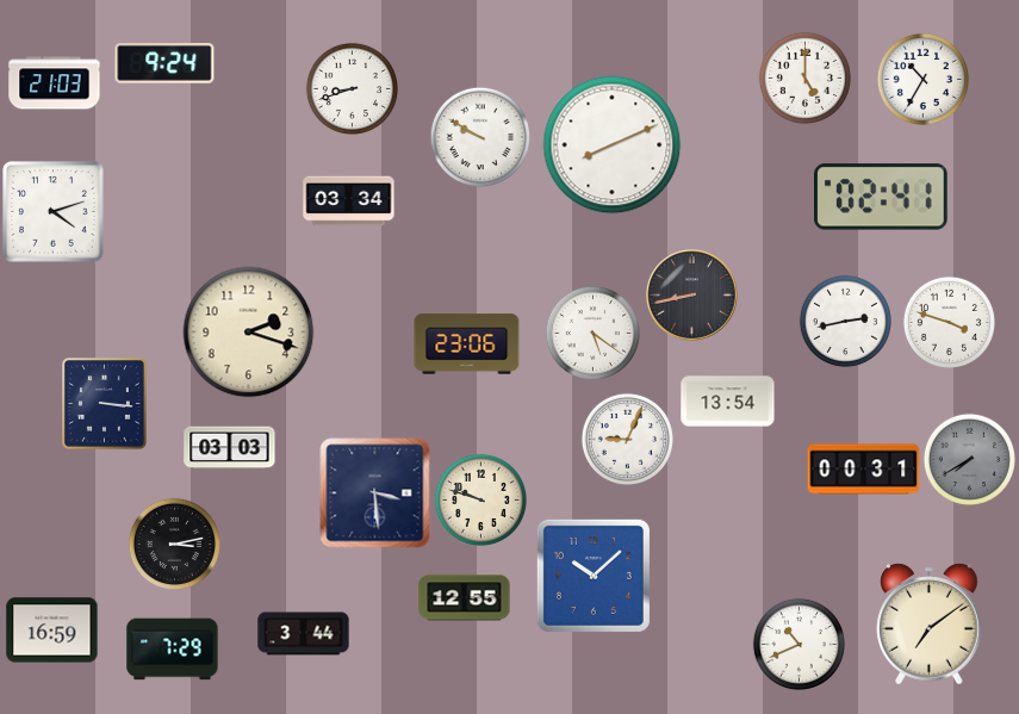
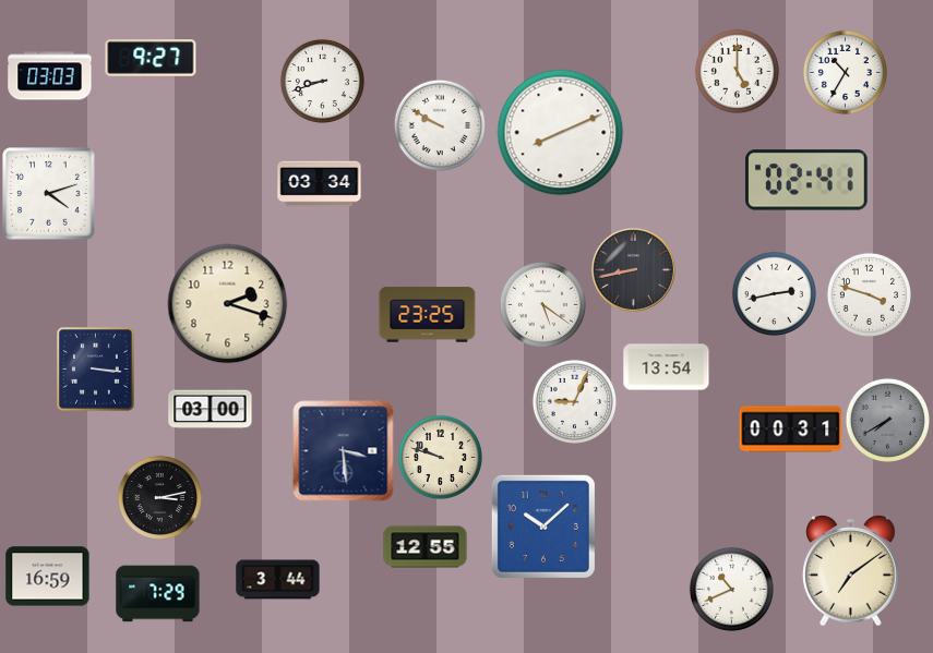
clock at (164, 63): 9:24 -> 9:27
clock at (55, 83): 21:03 -> 03:03
clock at (467, 344): 23:06 -> 23:25
clock at (230, 448): 03:03 -> 03:00
